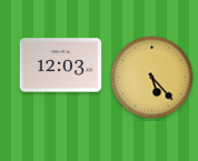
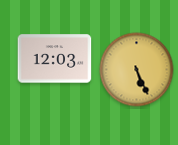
clock at (152, 78): 5:23 -> 5:26
